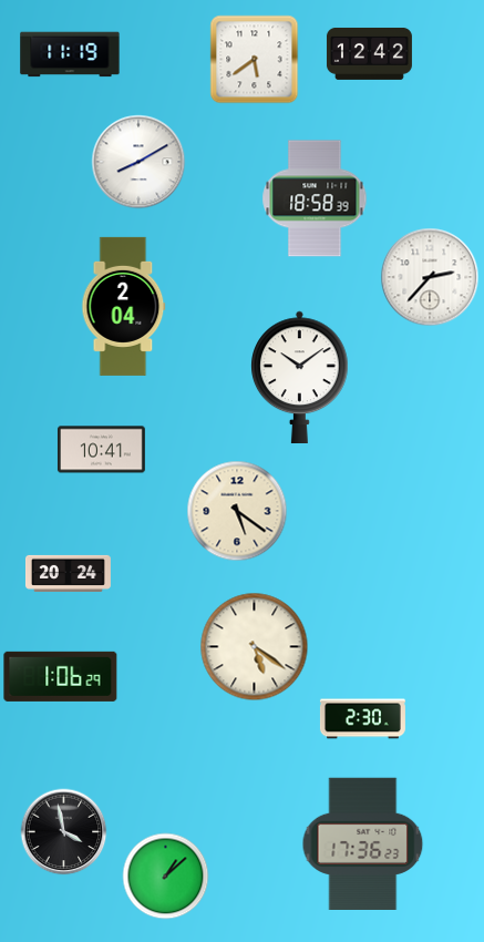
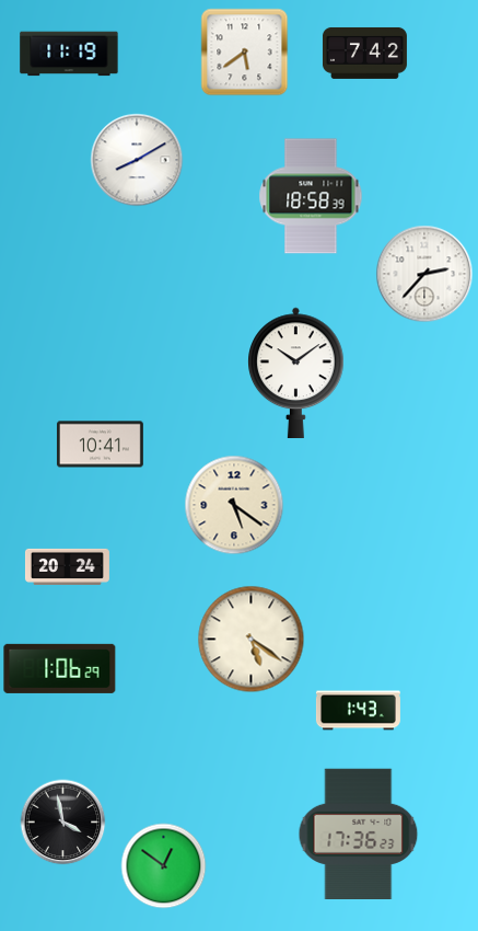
clock at (369, 53): 12:42 -> 7:42
clock at (254, 59) position: (254, 59) -> (244, 51)
clock at (124, 306): 2:04 -> none
clock at (362, 719): 2:30 -> 1:43
clock at (165, 876): 1:08 -> 12:51
